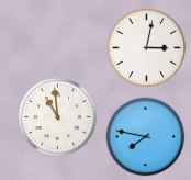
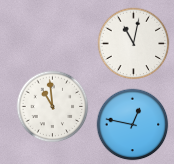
clock at (147, 48): 3:02 -> 11:02
clock at (146, 137): 7:47 -> 12:47
